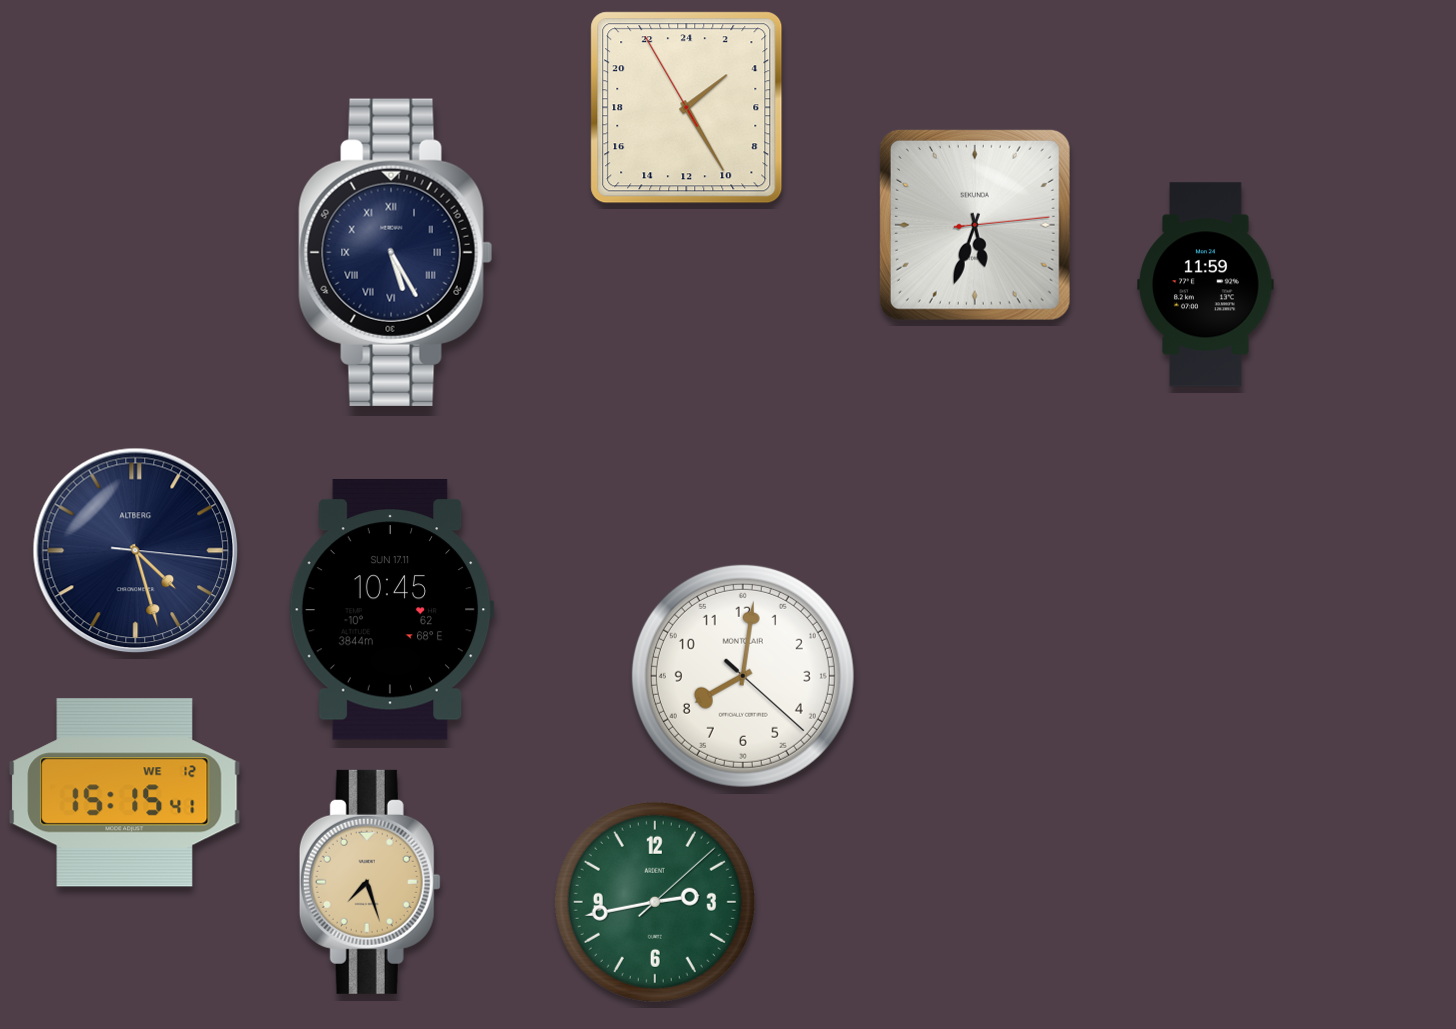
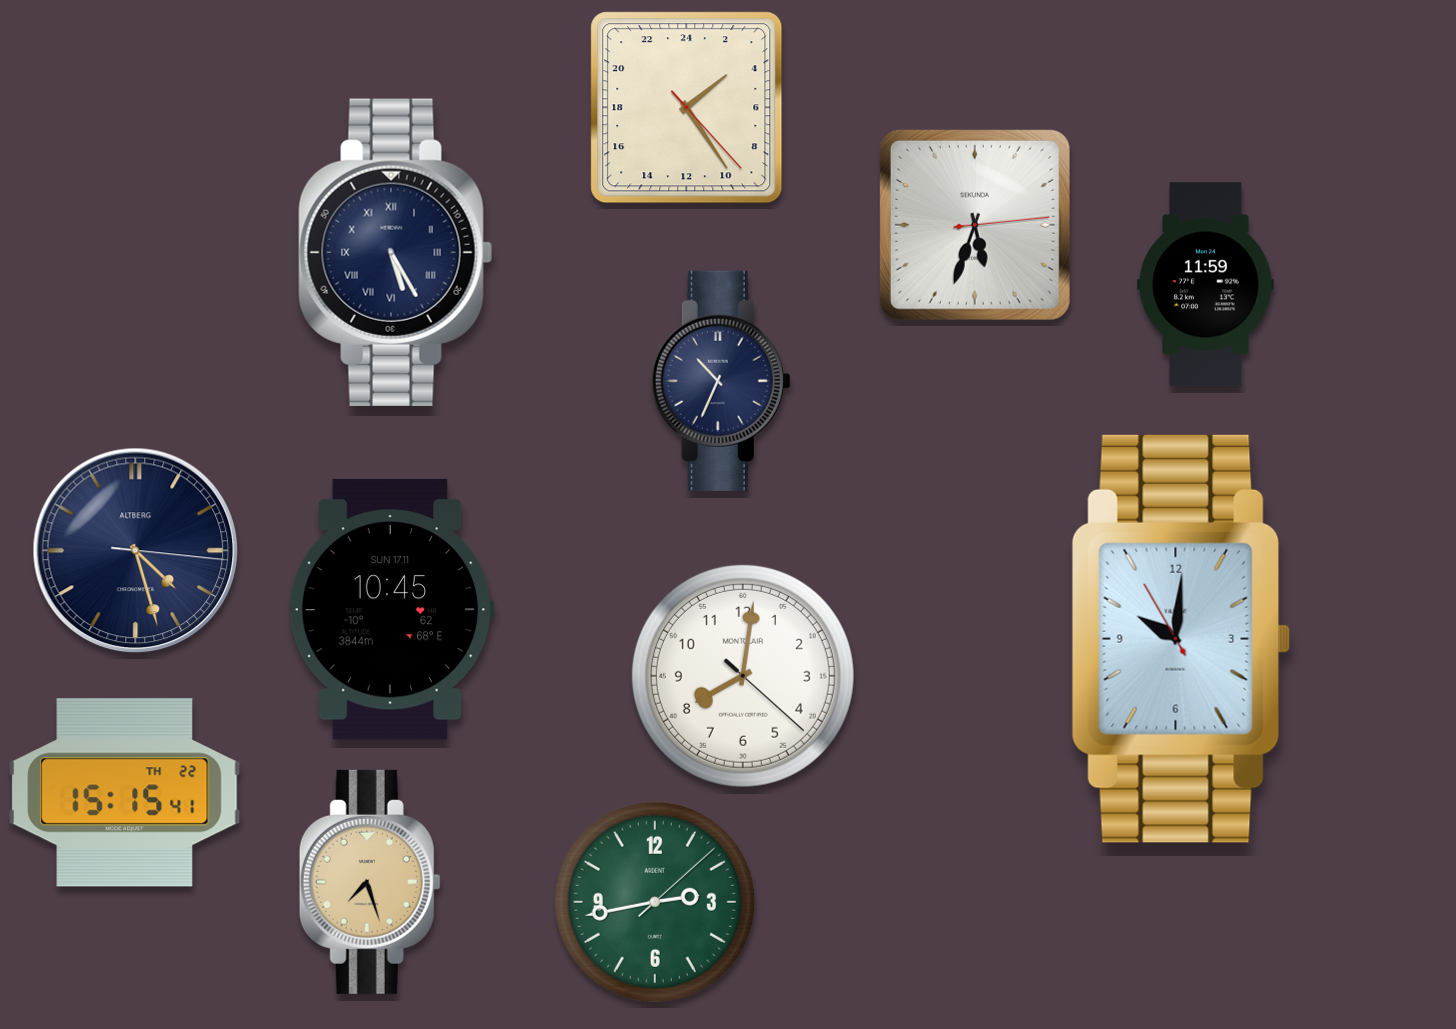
clock at (687, 108): 3:24:55 -> 3:24:23
clock at (721, 381): none -> 10:34
clock at (1181, 639): none -> 10:00
clock at (125, 793) date: WE 12 -> TH 22
